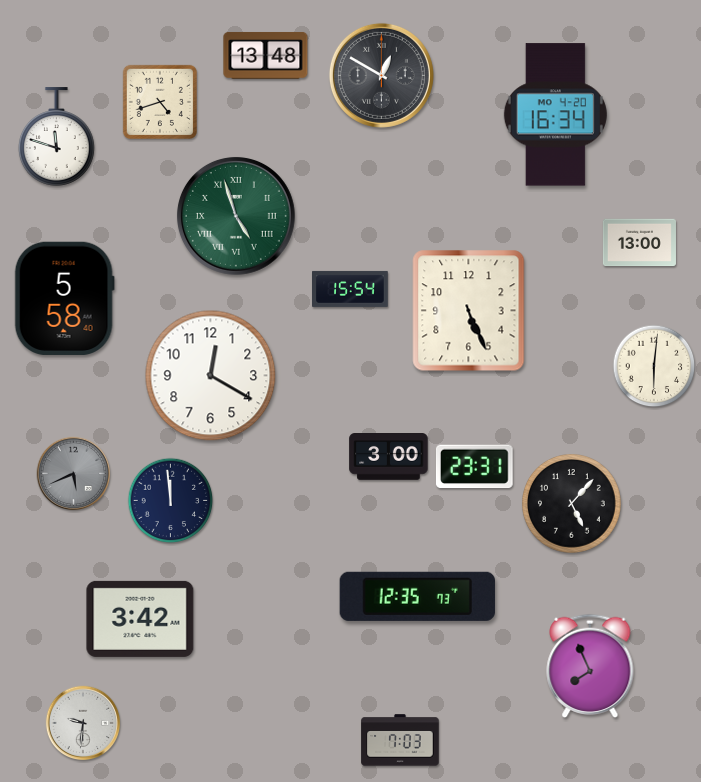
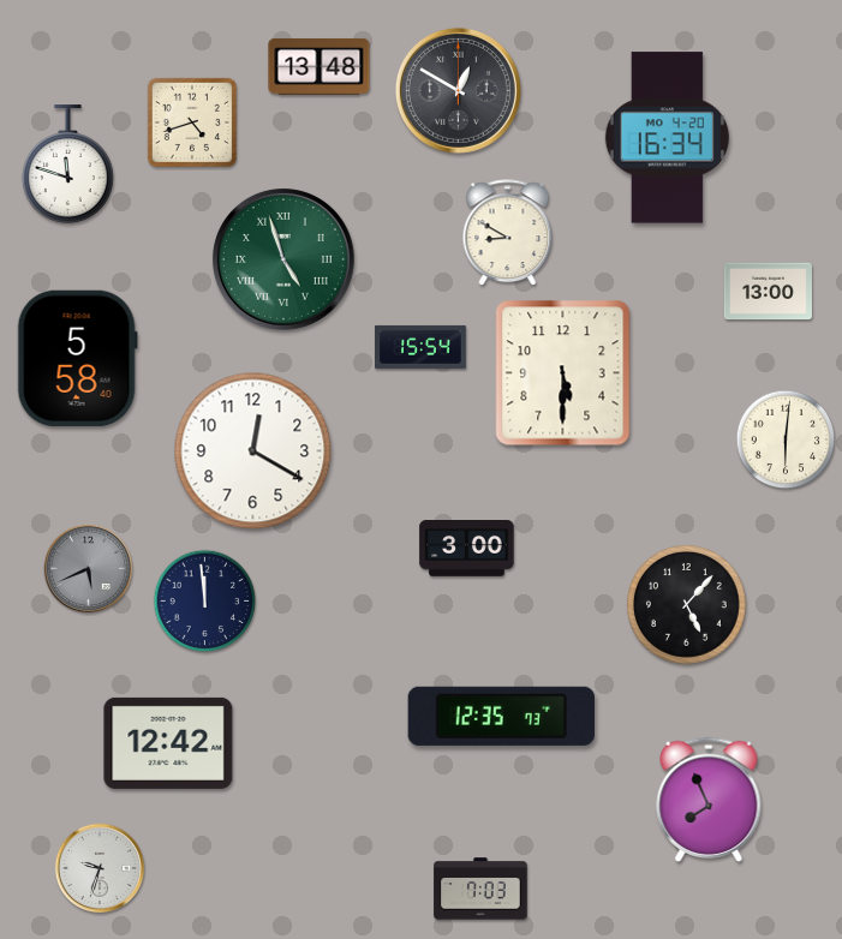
clock at (508, 233): none -> 8:50
clock at (469, 311): 5:26 -> 5:30
clock at (475, 467): 23:31 -> none
clock at (140, 619): 3:42 -> 12:42
clock at (83, 723): 9:31 -> 9:33
